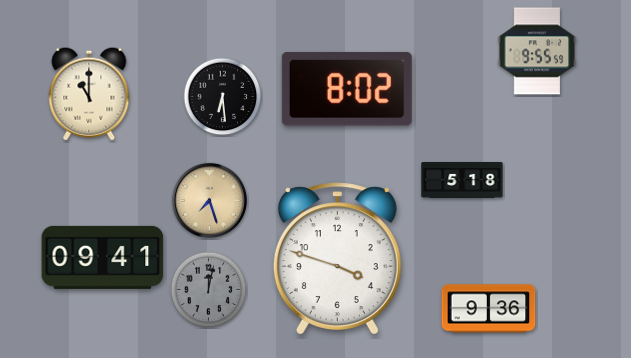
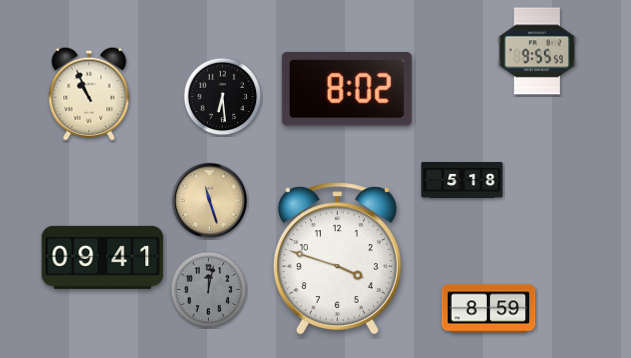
clock at (89, 94): 11:00 -> 10:56
clock at (209, 200): 7:27 -> 11:27
clock at (489, 309): 9:36 -> 8:59
